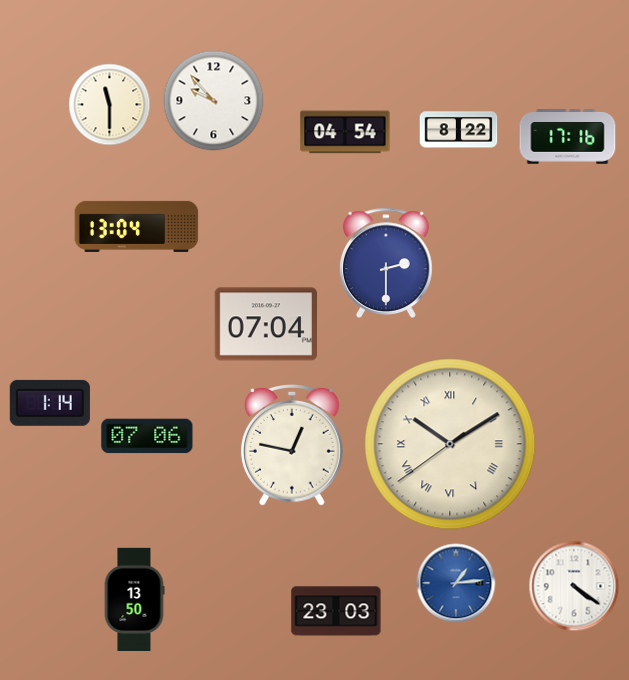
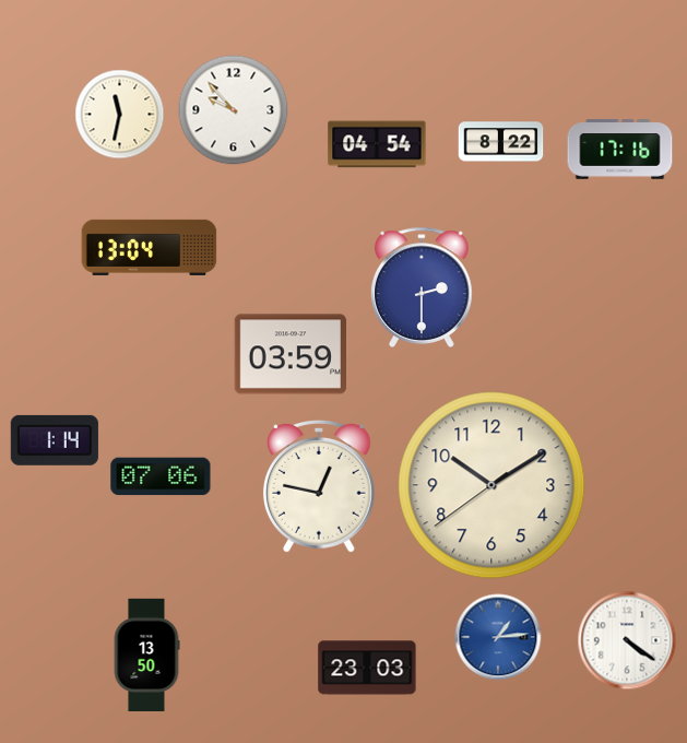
clock at (110, 105): 11:30 -> 11:32
clock at (265, 324): 07:04 -> 03:59
clock at (450, 444) numerals: Roman -> Arabic
